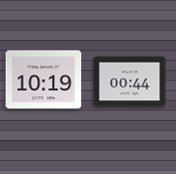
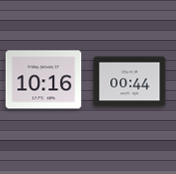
clock at (44, 80): 10:19 -> 10:16
